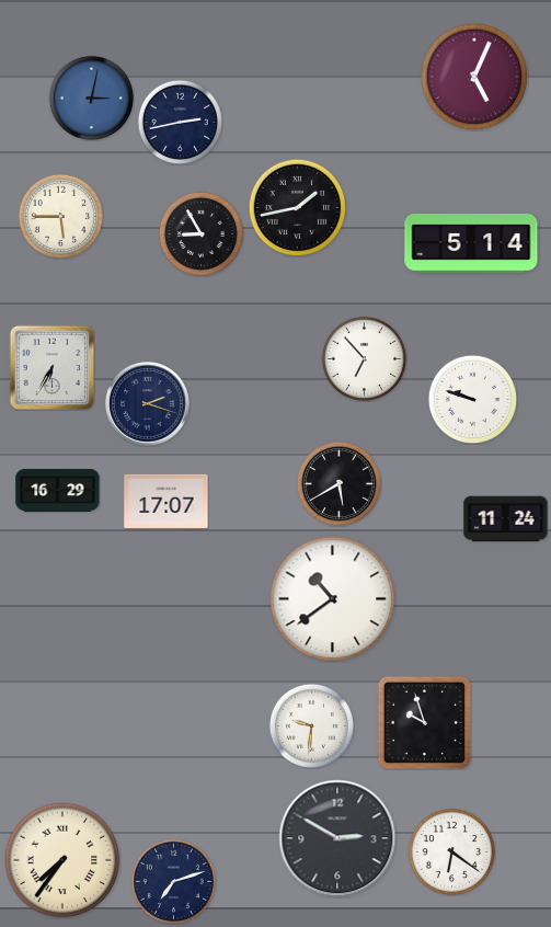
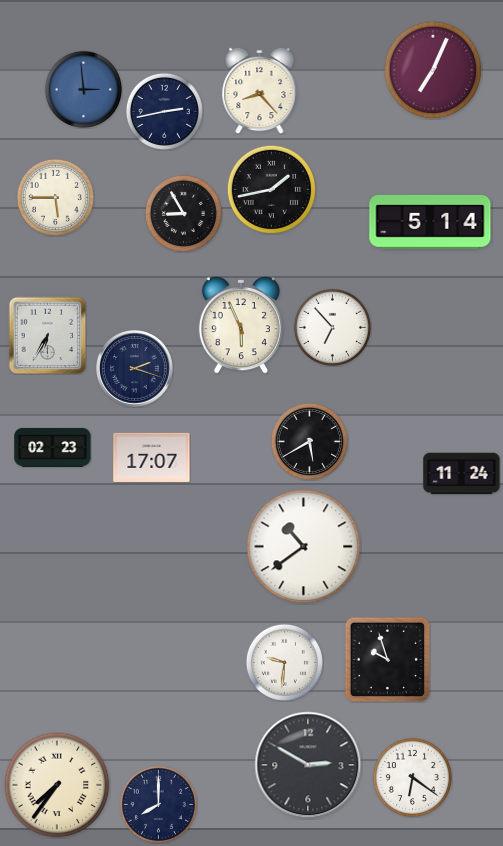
clock at (474, 77): 5:04 -> 7:04
clock at (91, 98): 3:02 -> 2:59
clock at (260, 90): none -> 8:23
clock at (241, 325): none -> 5:56
clock at (472, 399): 9:48 -> none
clock at (58, 490): 16:29 -> 02:23
clock at (173, 881): 7:12 -> 8:00
